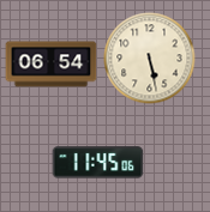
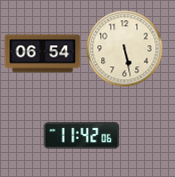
clock at (98, 163): 11:45 -> 11:42
